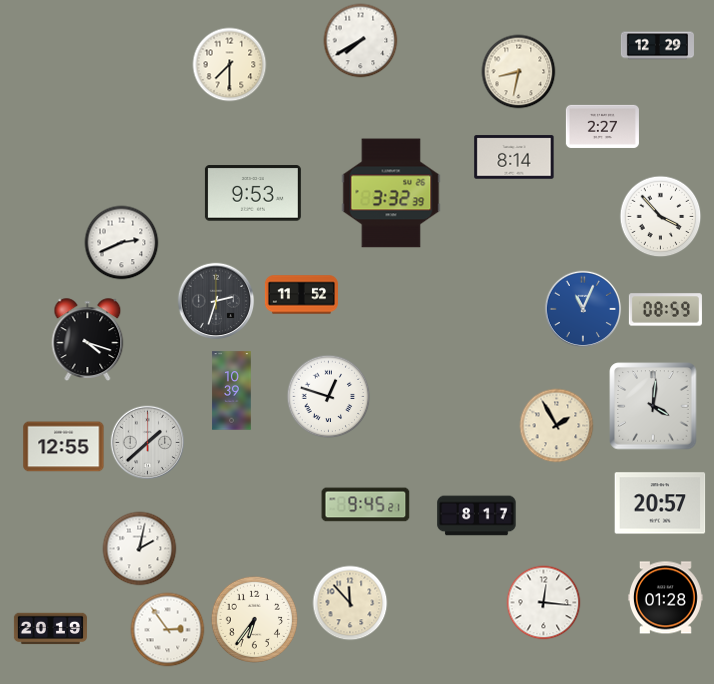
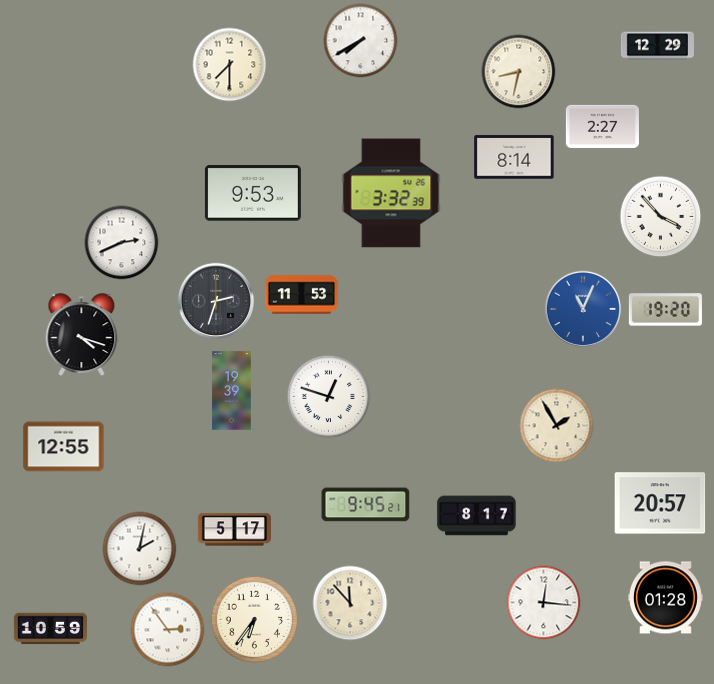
clock at (301, 295): 11:52 -> 11:53
clock at (665, 310): 08:59 -> 19:20
clock at (88, 340) position: (88, 340) -> (82, 335)
clock at (232, 391): 10:39 -> 19:39
clock at (653, 406): 4:01 -> none
clock at (148, 443): 1:38 -> none
clock at (234, 530): none -> 5:17
clock at (50, 629): 20:19 -> 10:59
